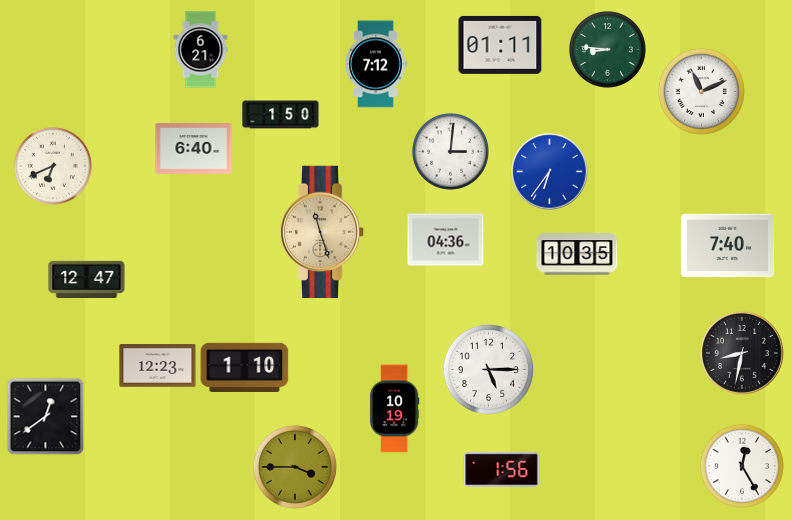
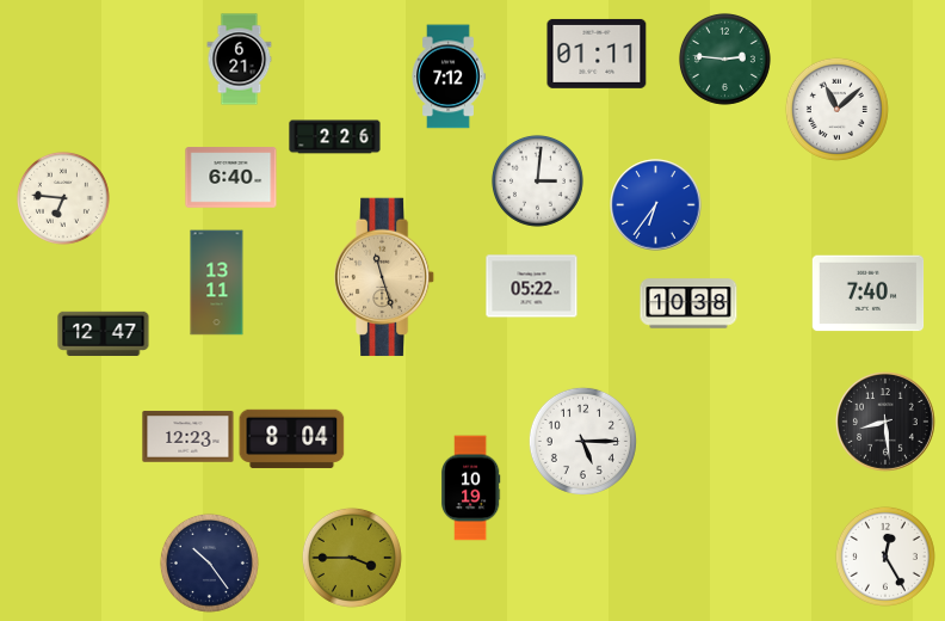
clock at (607, 49): 8:46 -> 2:46
clock at (701, 91): 11:11 -> 11:08
clock at (281, 115): 1:50 -> 2:26
clock at (53, 166): 6:41 -> 6:46
clock at (217, 283): none -> 13:11
clock at (446, 240): 04:36 -> 05:22
clock at (577, 254): 10:35 -> 10:38
clock at (743, 354): 8:32 -> 8:29
clock at (245, 367): 1:10 -> 8:04
clock at (45, 416): 12:39 -> none
clock at (502, 469): 1:56 -> none
clock at (209, 562): none -> 10:24
